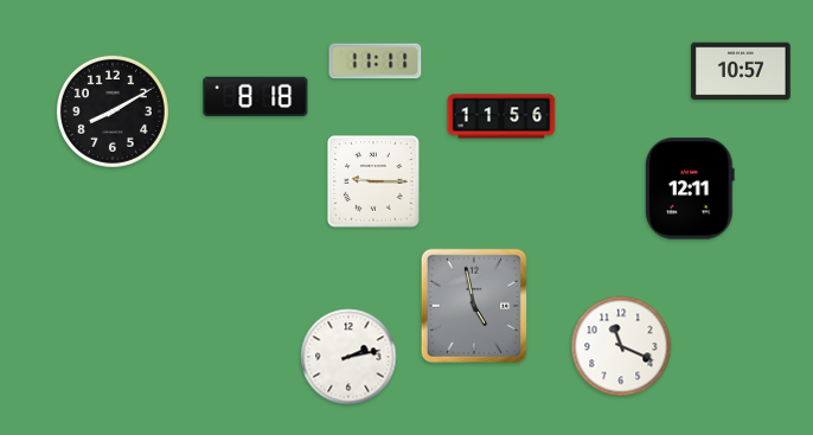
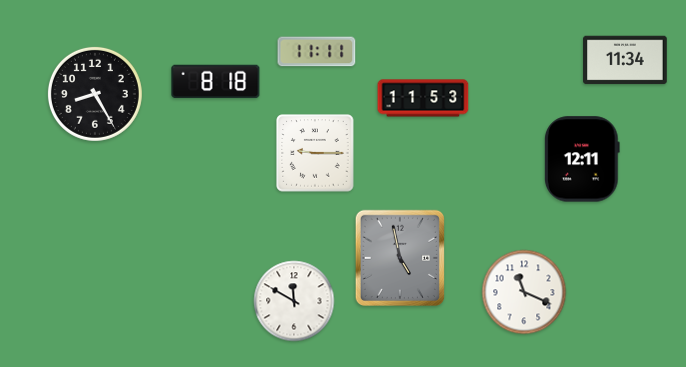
clock at (741, 71): 10:57 -> 11:34
clock at (113, 111): 8:10 -> 8:25
clock at (501, 116): 11:56 -> 11:53
clock at (348, 357): 2:13 -> 11:50
